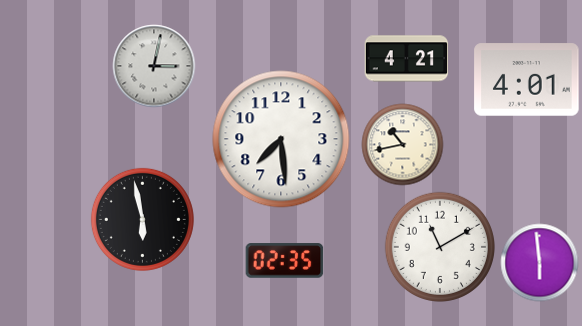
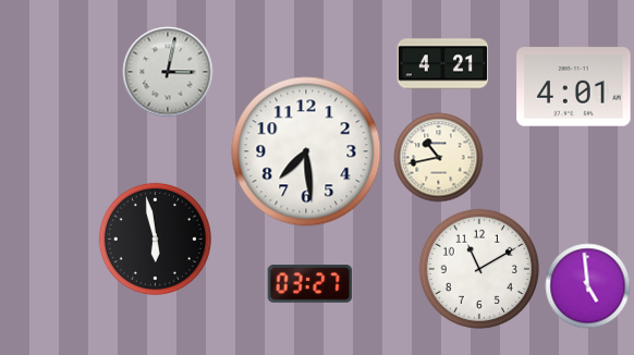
clock at (284, 261): 02:35 -> 03:27
clock at (539, 262): 5:59 -> 4:59
